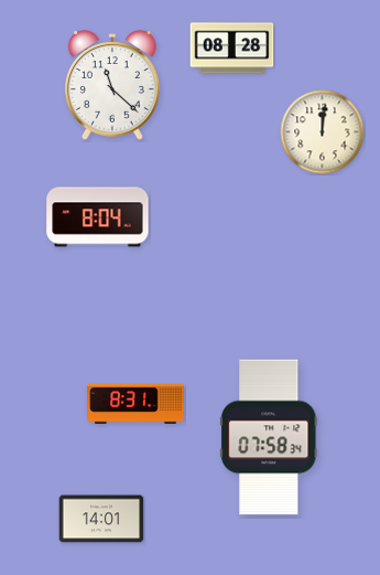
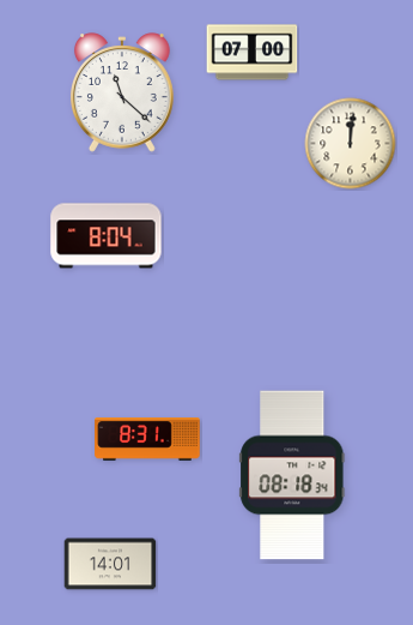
clock at (232, 49): 08:28 -> 07:00
clock at (269, 437): 07:58 -> 08:18
